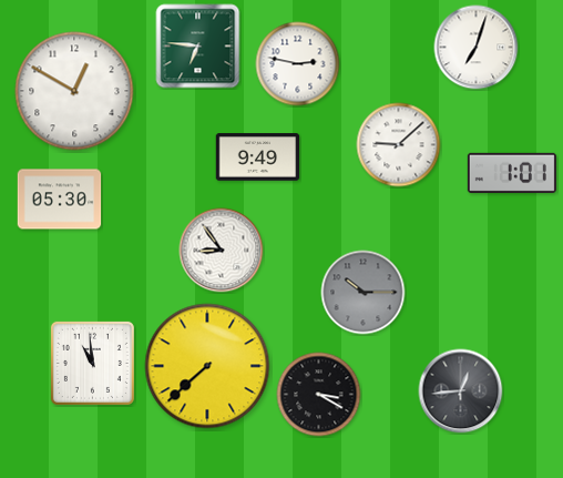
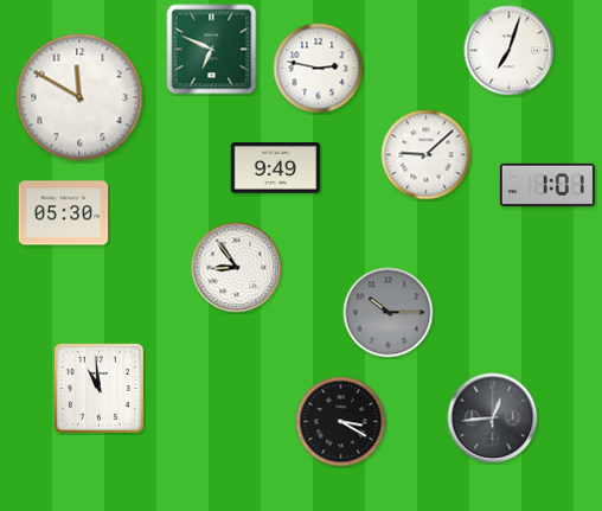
clock at (198, 47): 6:46 -> 6:49
clock at (74, 91): 12:50 -> 11:50
clock at (207, 366): 7:38 -> none
